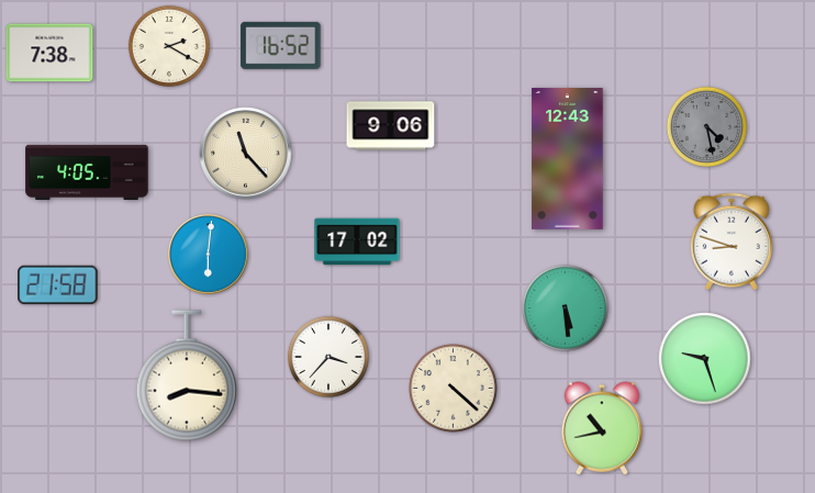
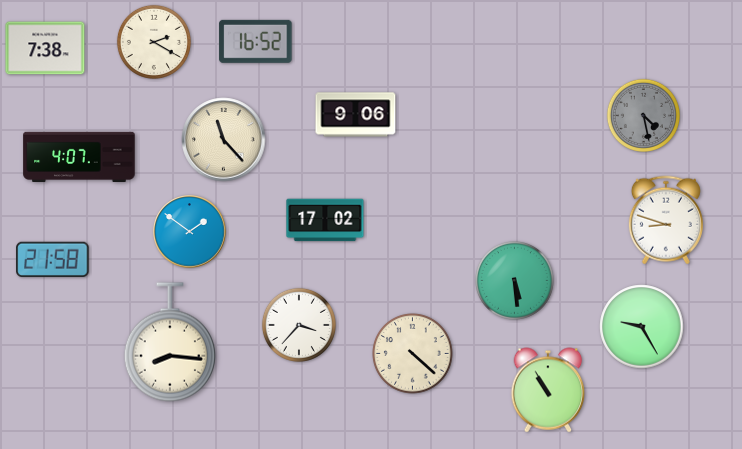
clock at (568, 158): 12:43 -> none
clock at (87, 171): 4:05 -> 4:07
clock at (209, 255): 6:01 -> 1:51
clock at (705, 359): 9:27 -> 9:25
clock at (602, 428): 10:43 -> 10:55
